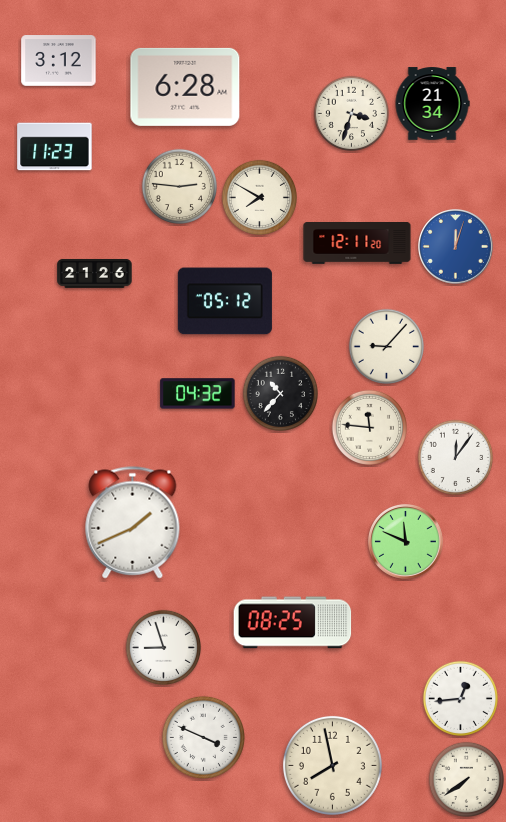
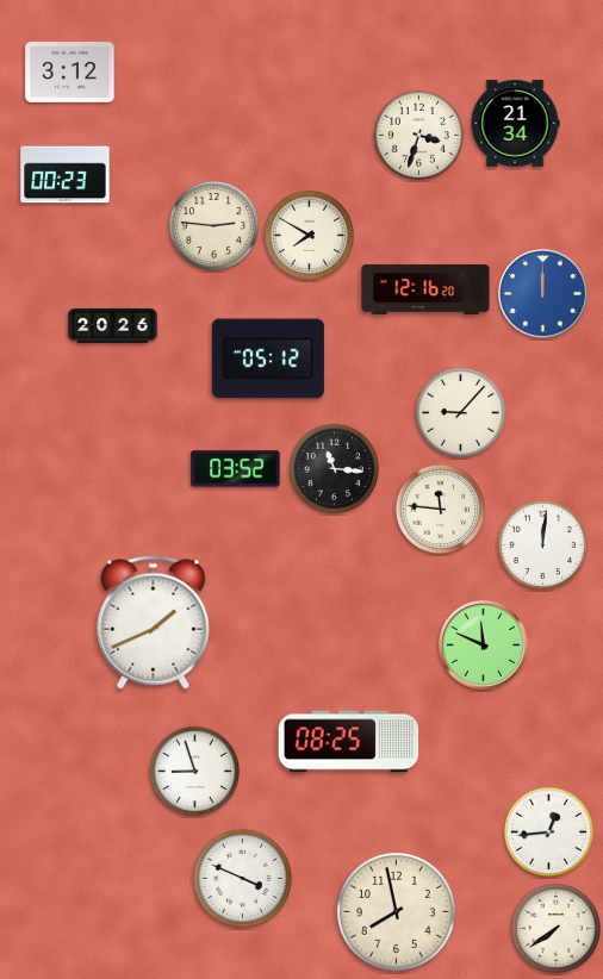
clock at (185, 87): 6:28 -> none
clock at (55, 147): 11:23 -> 00:23
clock at (179, 186) position: (179, 186) -> (213, 225)
clock at (357, 244): 12:11 -> 12:16
clock at (456, 247): 12:03 -> 12:00
clock at (95, 273): 21:26 -> 20:26
clock at (280, 393): 10:37 -> 11:16
clock at (198, 394): 04:32 -> 03:52
clock at (455, 457): 12:06 -> 12:01
clock at (133, 523) position: (133, 523) -> (154, 623)
